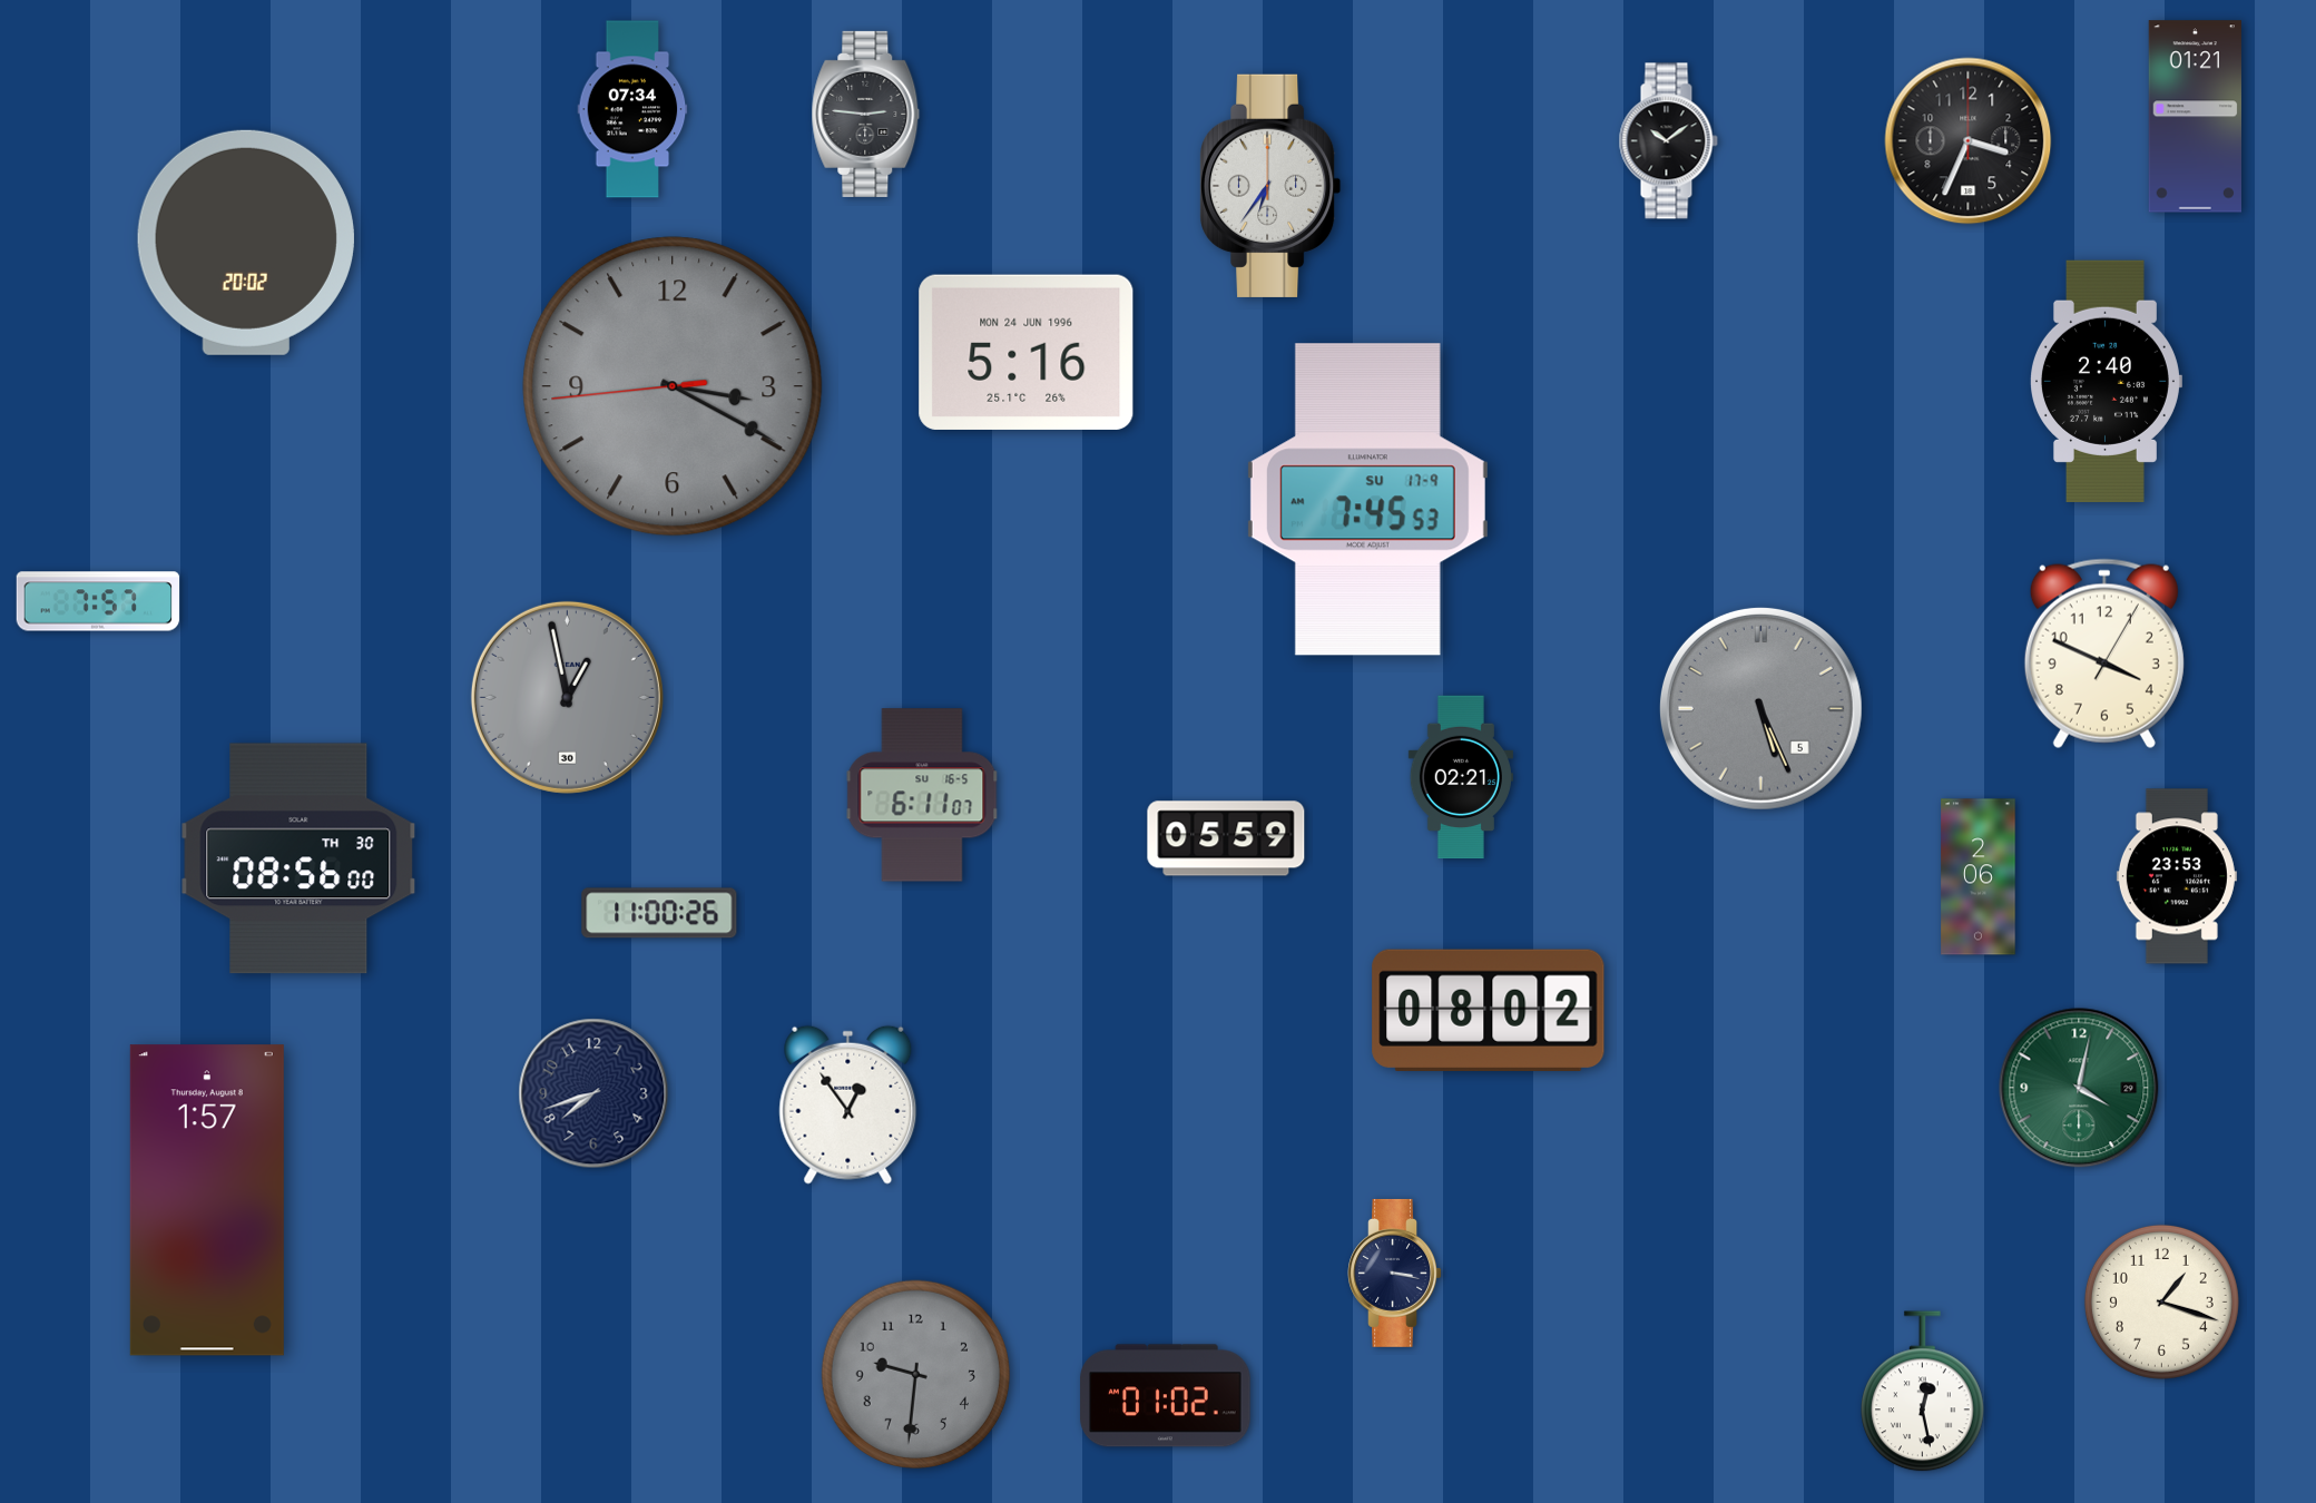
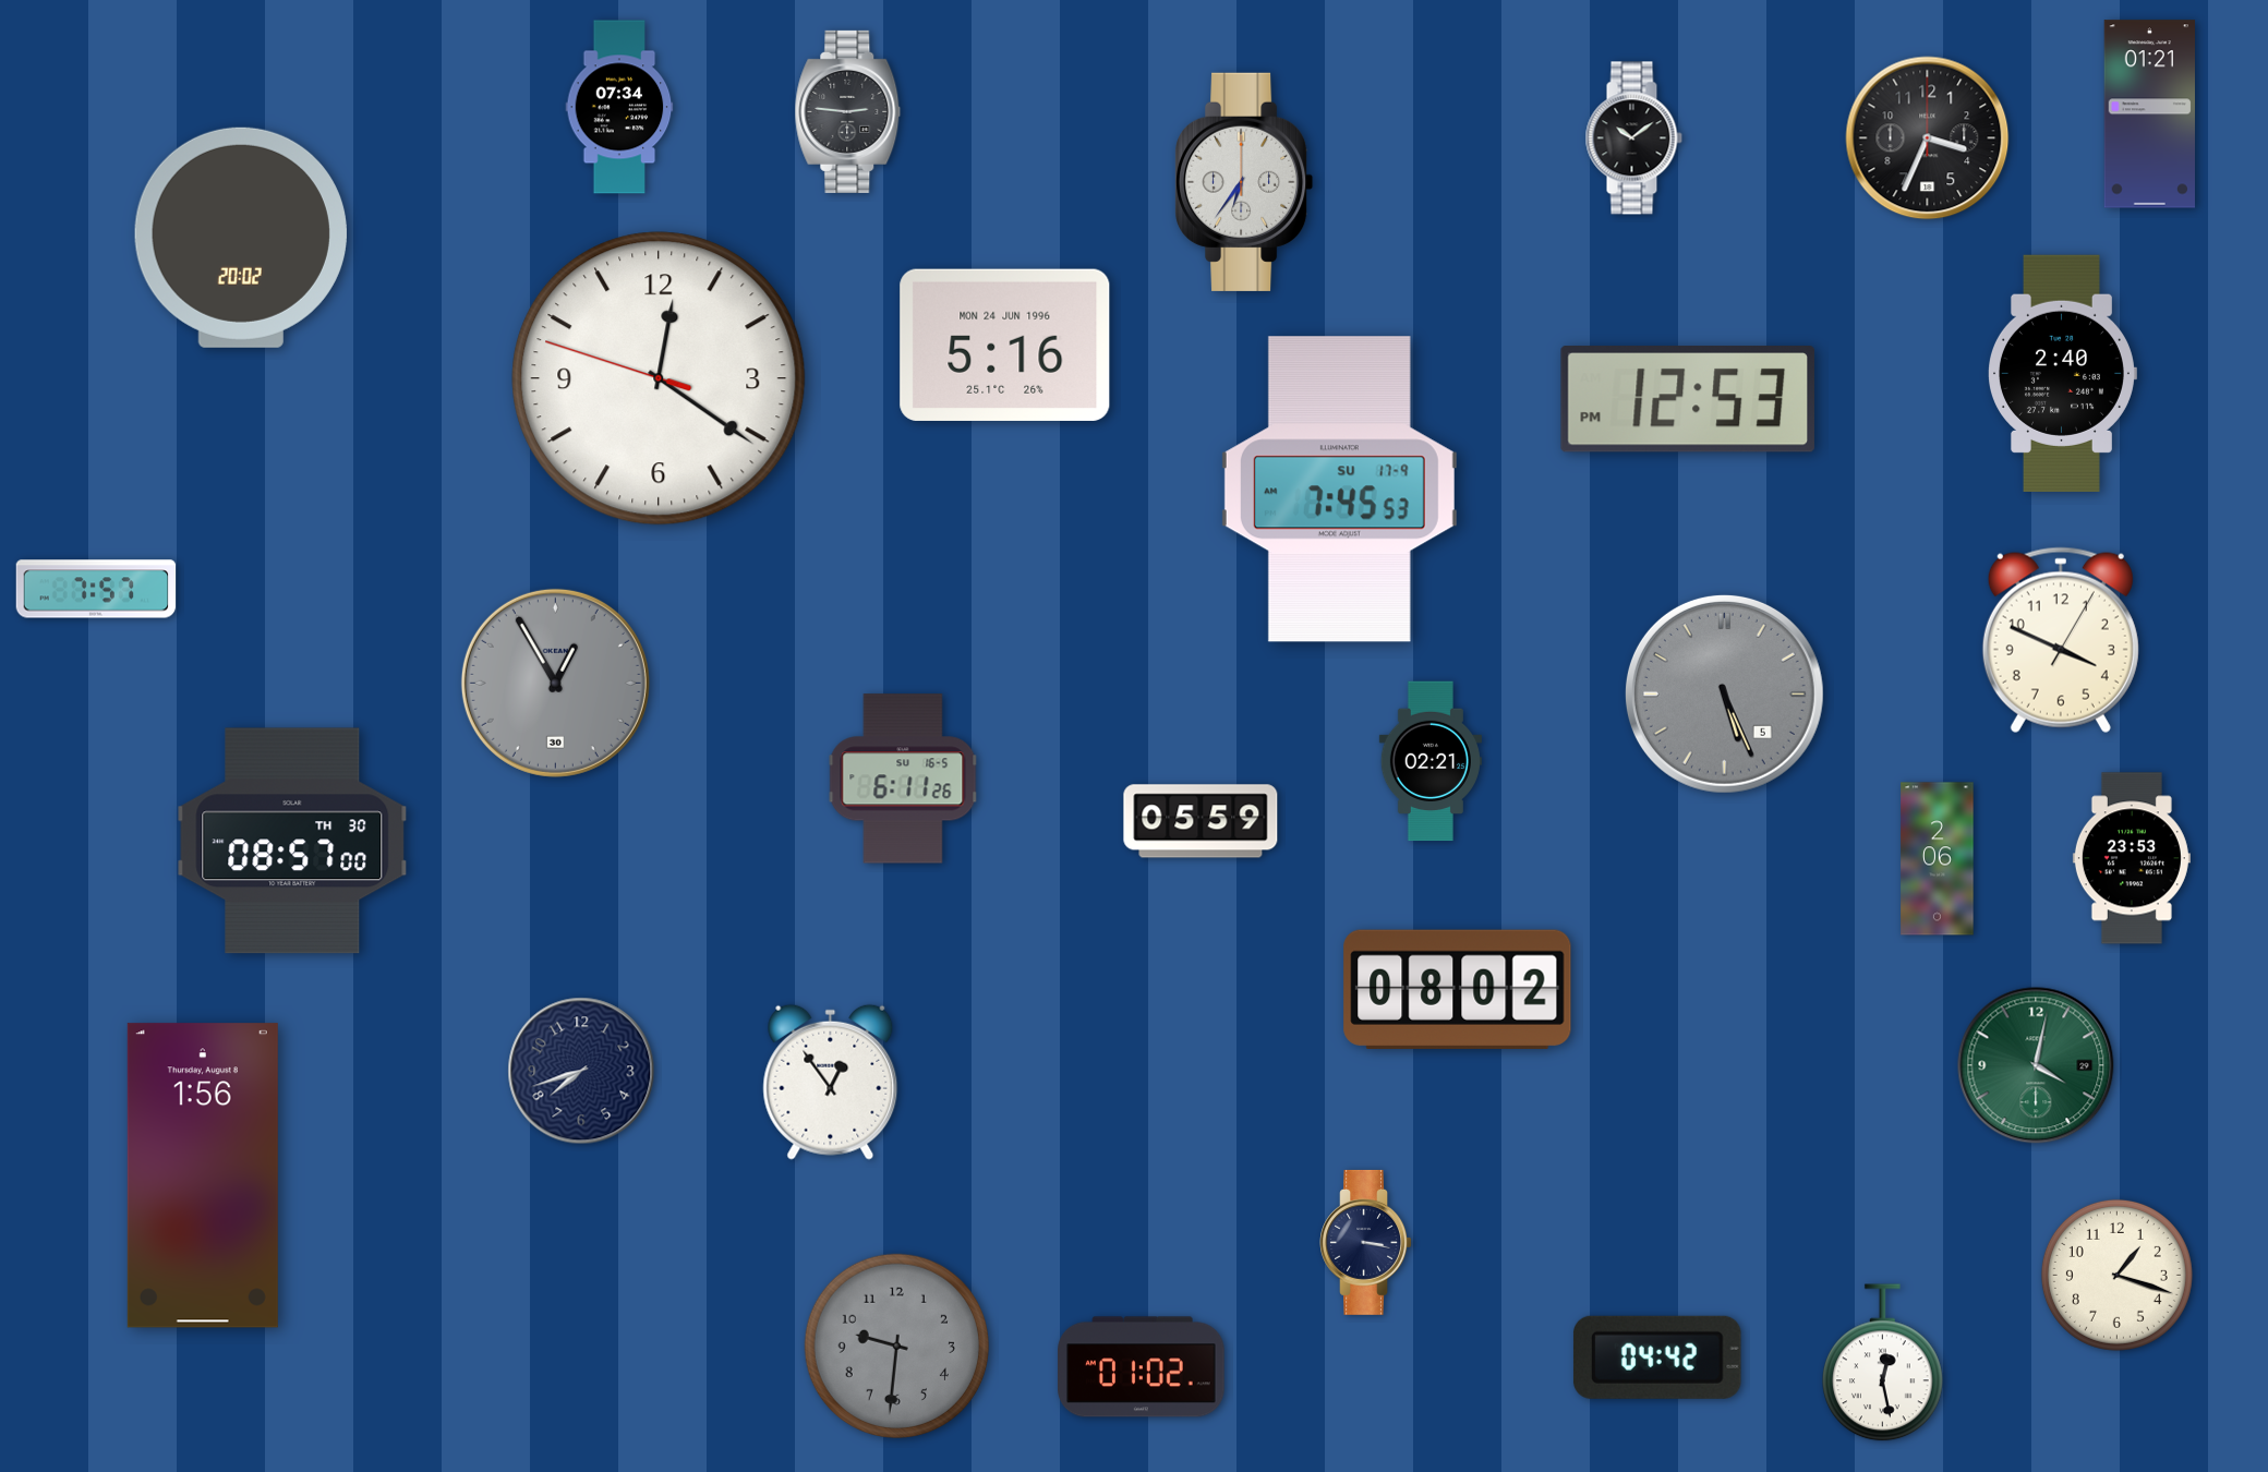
clock at (673, 386): 3:19 -> 12:20
clock at (673, 386) dial: grey -> white
clock at (1688, 399): none -> 12:53
clock at (567, 697): 12:58 -> 12:55
clock at (922, 795): 6:11:07 -> 6:11:26
clock at (298, 858): 08:56 -> 08:57
clock at (659, 913): 11:00 -> none
clock at (207, 1200): 1:57 -> 1:56
clock at (1394, 1273) position: (1394, 1273) -> (1365, 1242)
clock at (1657, 1358): none -> 04:42
